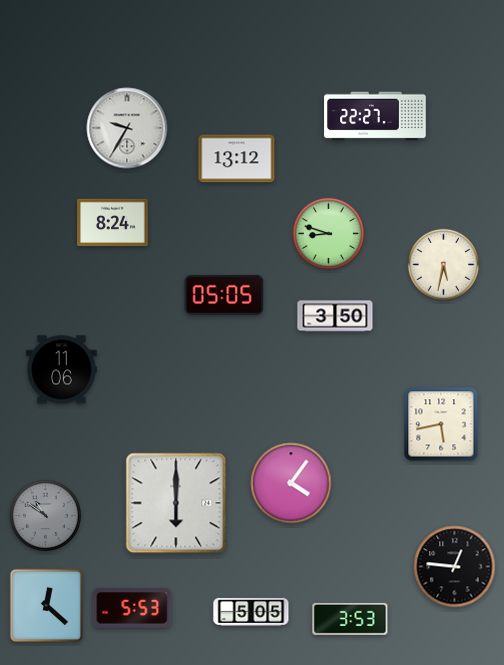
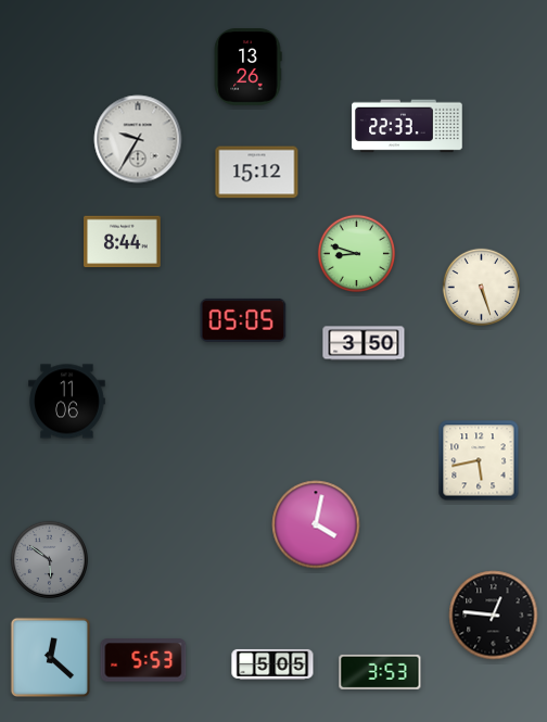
clock at (247, 67): none -> 13:26
clock at (375, 116): 22:27 -> 22:33
clock at (237, 159): 13:12 -> 15:12
clock at (113, 223): 8:24 -> 8:44
clock at (443, 264): 5:32 -> 5:27
clock at (291, 483): 4:06 -> 4:02
clock at (176, 503): 6:00 -> none
clock at (45, 515): 10:51 -> 5:51
